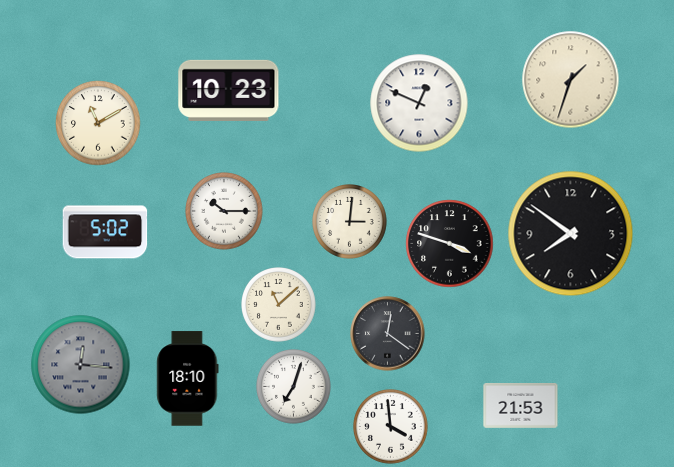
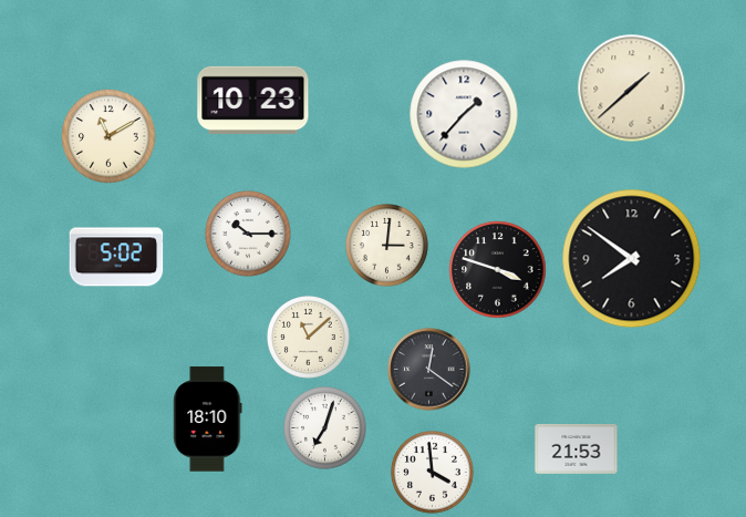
clock at (571, 80): 1:33 -> 1:38
clock at (419, 103): 12:49 -> 1:37
clock at (81, 365): 12:16 -> none
